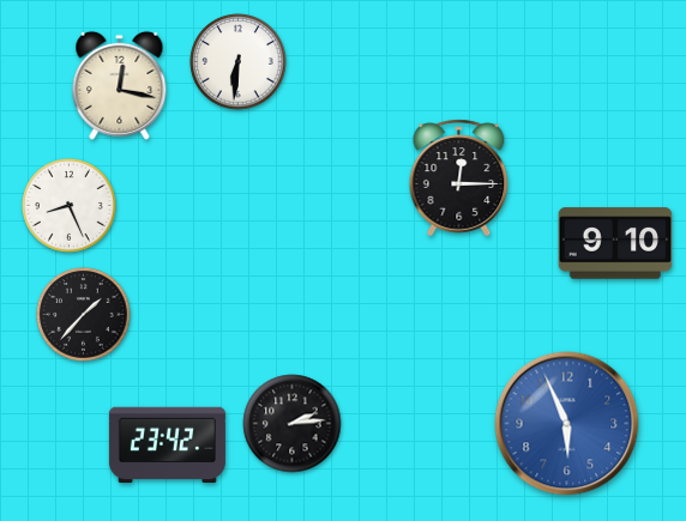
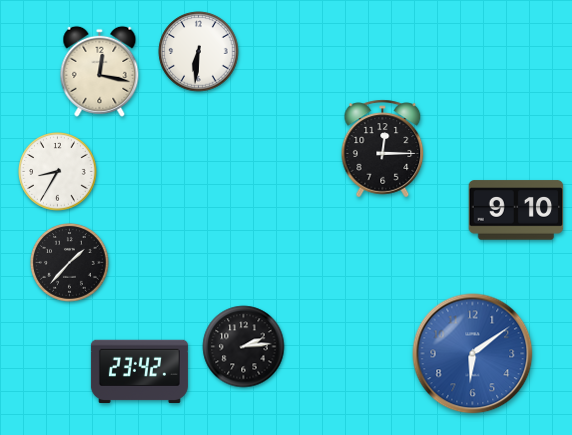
clock at (70, 206): 8:26 -> 8:35
clock at (615, 243) position: (615, 243) -> (516, 210)
clock at (293, 424) position: (293, 424) -> (244, 347)
clock at (567, 424): 5:56 -> 6:09
